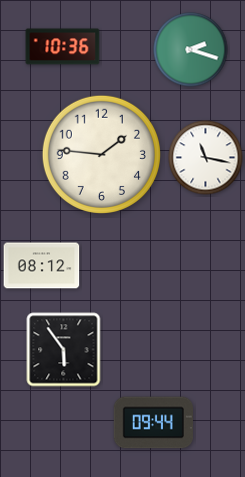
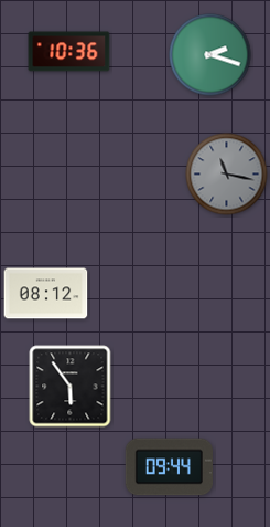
clock at (101, 154): 1:46 -> none
clock at (206, 158) dial: white -> grey
